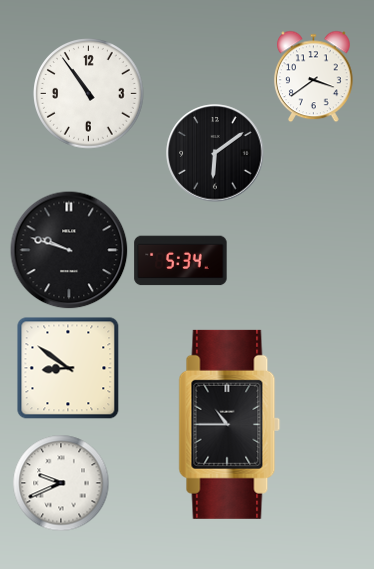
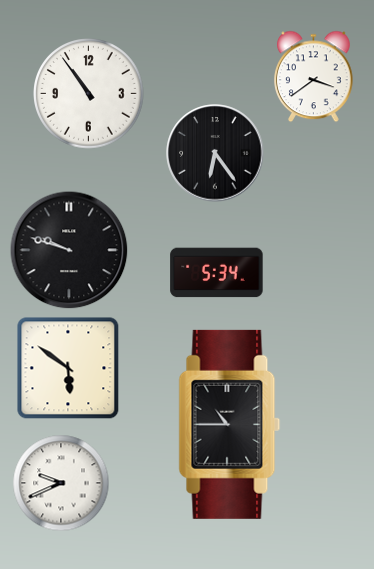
clock at (215, 153): 6:09 -> 6:24
clock at (181, 261) position: (181, 261) -> (217, 273)
clock at (68, 368): 8:51 -> 5:51
